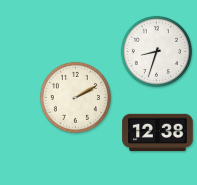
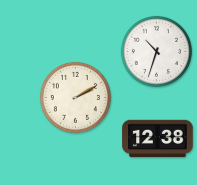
clock at (156, 51): 8:33 -> 10:33
clock at (158, 133) position: (158, 133) -> (158, 139)
